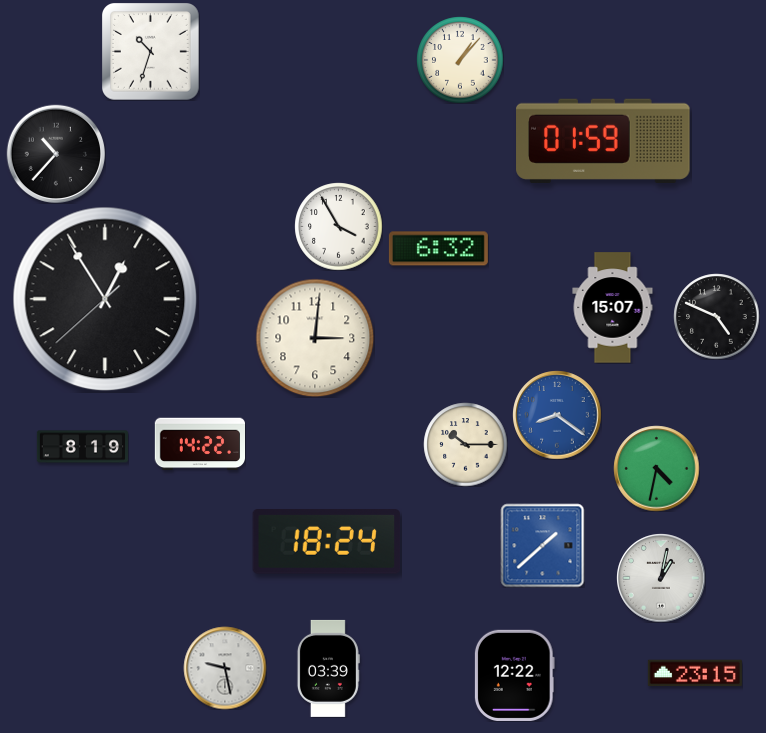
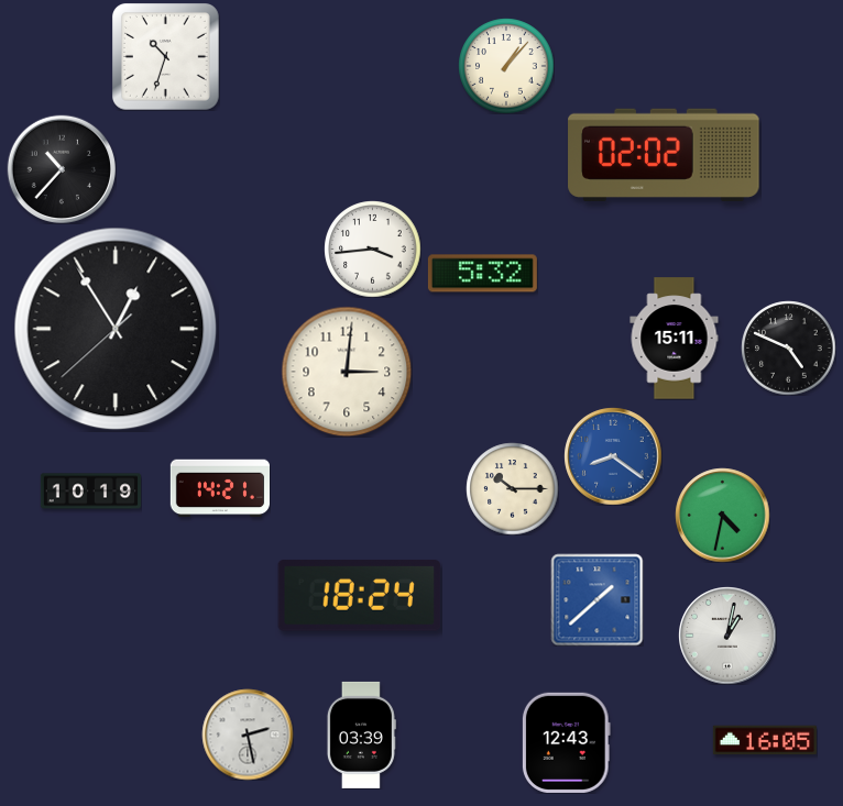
clock at (603, 141): 01:59 -> 02:02
clock at (338, 226): 3:55 -> 3:44
clock at (438, 249): 6:32 -> 5:32
clock at (613, 308): 15:07 -> 15:11
clock at (199, 444): 14:22 -> 14:21
clock at (82, 447): 8:19 -> 10:19
clock at (225, 668): 9:28 -> 2:28
clock at (695, 673): 23:15 -> 16:05
clock at (514, 675): 12:22 -> 12:43
